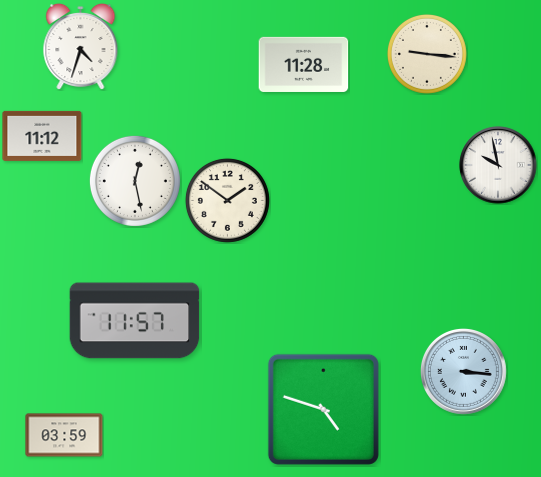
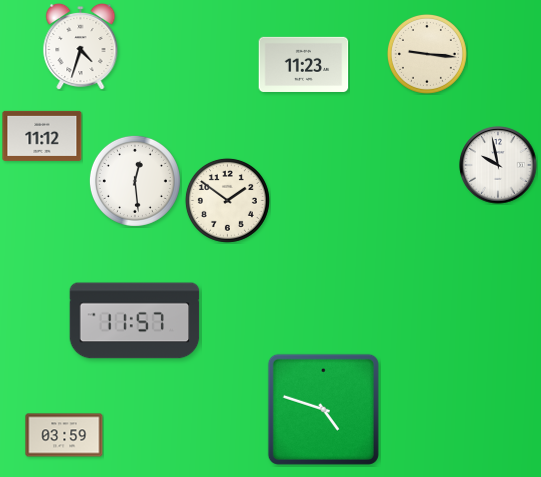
clock at (304, 64): 11:28 -> 11:23
clock at (135, 181): 12:28 -> 12:29
clock at (463, 371): 3:16 -> none
